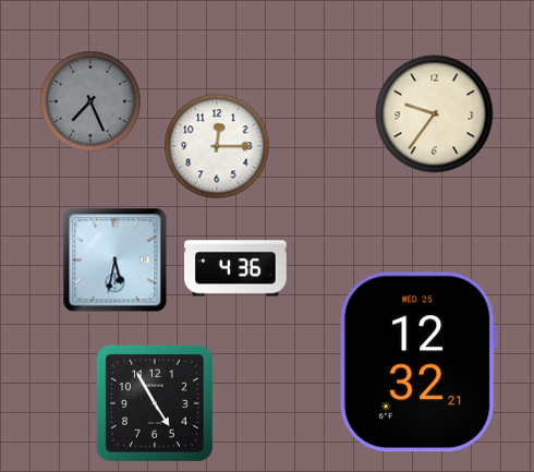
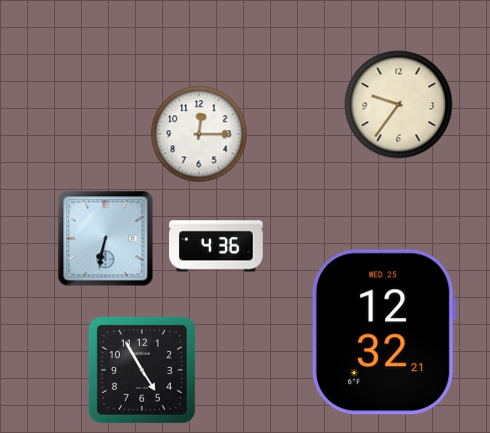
clock at (90, 101): 7:26 -> none
clock at (116, 261): 5:32 -> 6:32
